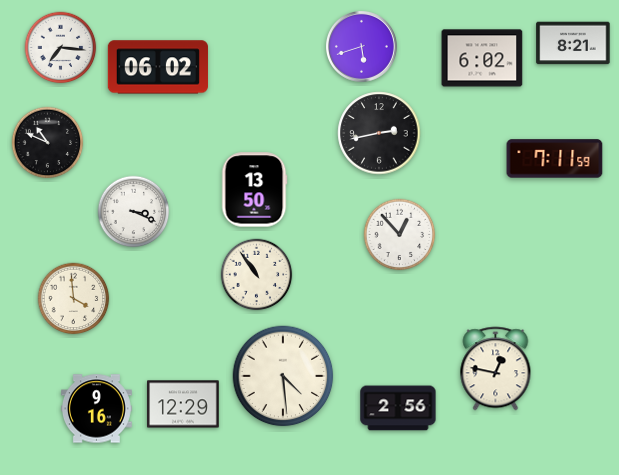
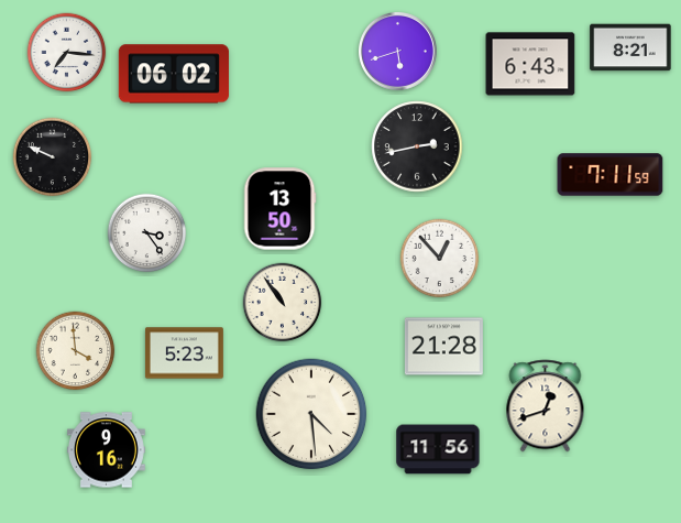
clock at (482, 58): 6:02 -> 6:43
clock at (48, 143): 10:49 -> 9:49
clock at (134, 212): 3:19 -> 3:24
clock at (74, 299) position: (74, 299) -> (76, 351)
clock at (443, 347): none -> 21:28
clock at (184, 353): none -> 5:23
clock at (496, 369): 12:47 -> 12:42
clock at (184, 404): 12:29 -> none
clock at (398, 408): 2:56 -> 11:56
